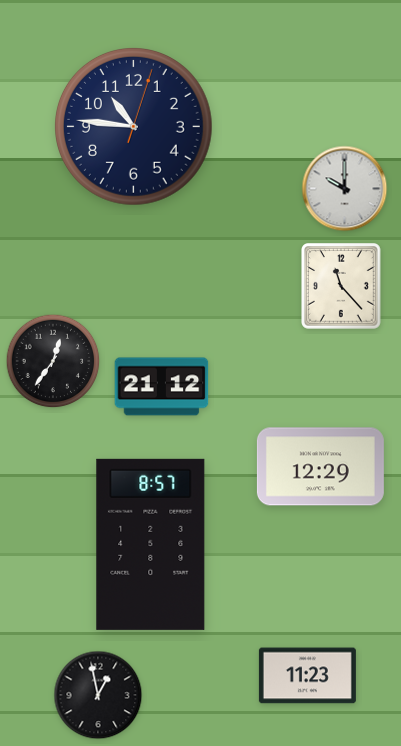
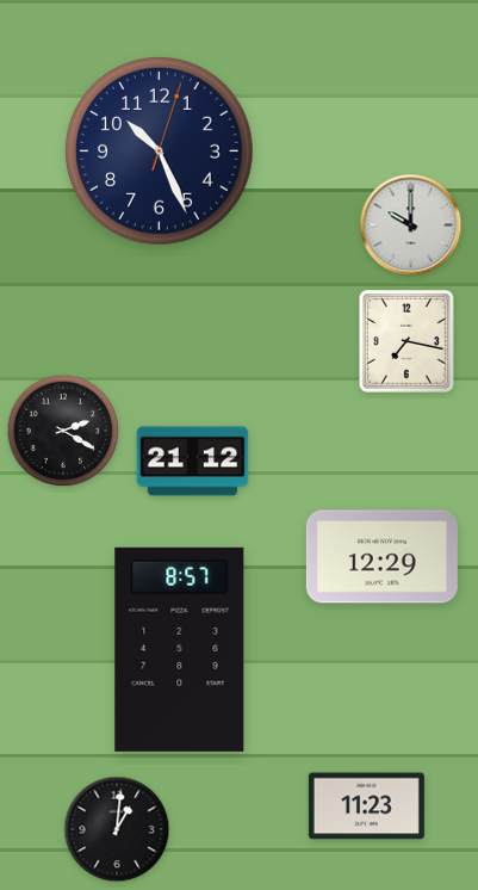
clock at (134, 127): 10:46 -> 10:26
clock at (342, 287): 11:23 -> 7:17
clock at (53, 361): 12:36 -> 2:20
clock at (98, 695): 12:58 -> 1:01
